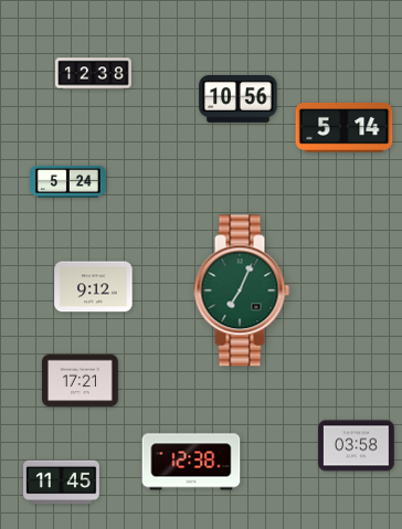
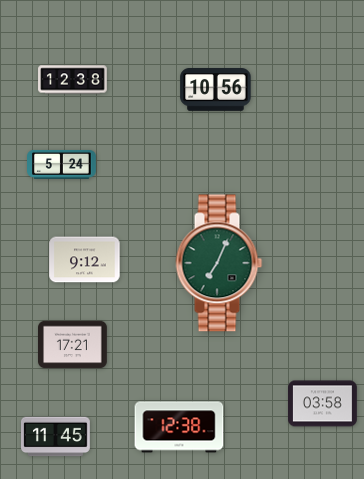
clock at (94, 74) position: (94, 74) -> (73, 80)
clock at (345, 127): 5:14 -> none
clock at (191, 462) position: (191, 462) -> (179, 427)
